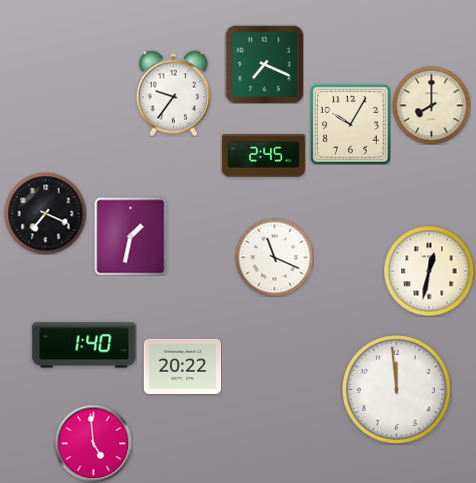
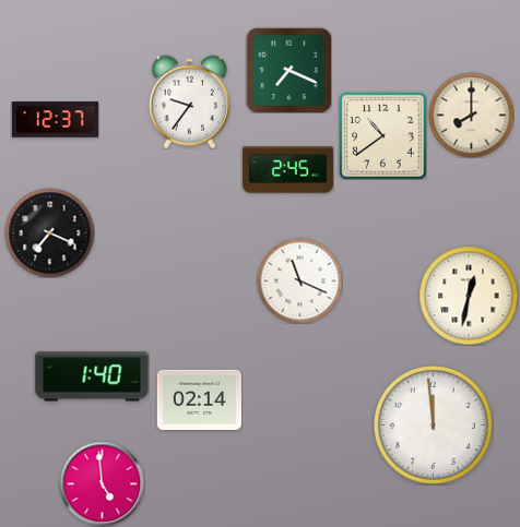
clock at (55, 120): none -> 12:37
clock at (350, 124): 10:05 -> 10:39
clock at (131, 236): 1:32 -> none
clock at (182, 366): 20:22 -> 02:14
